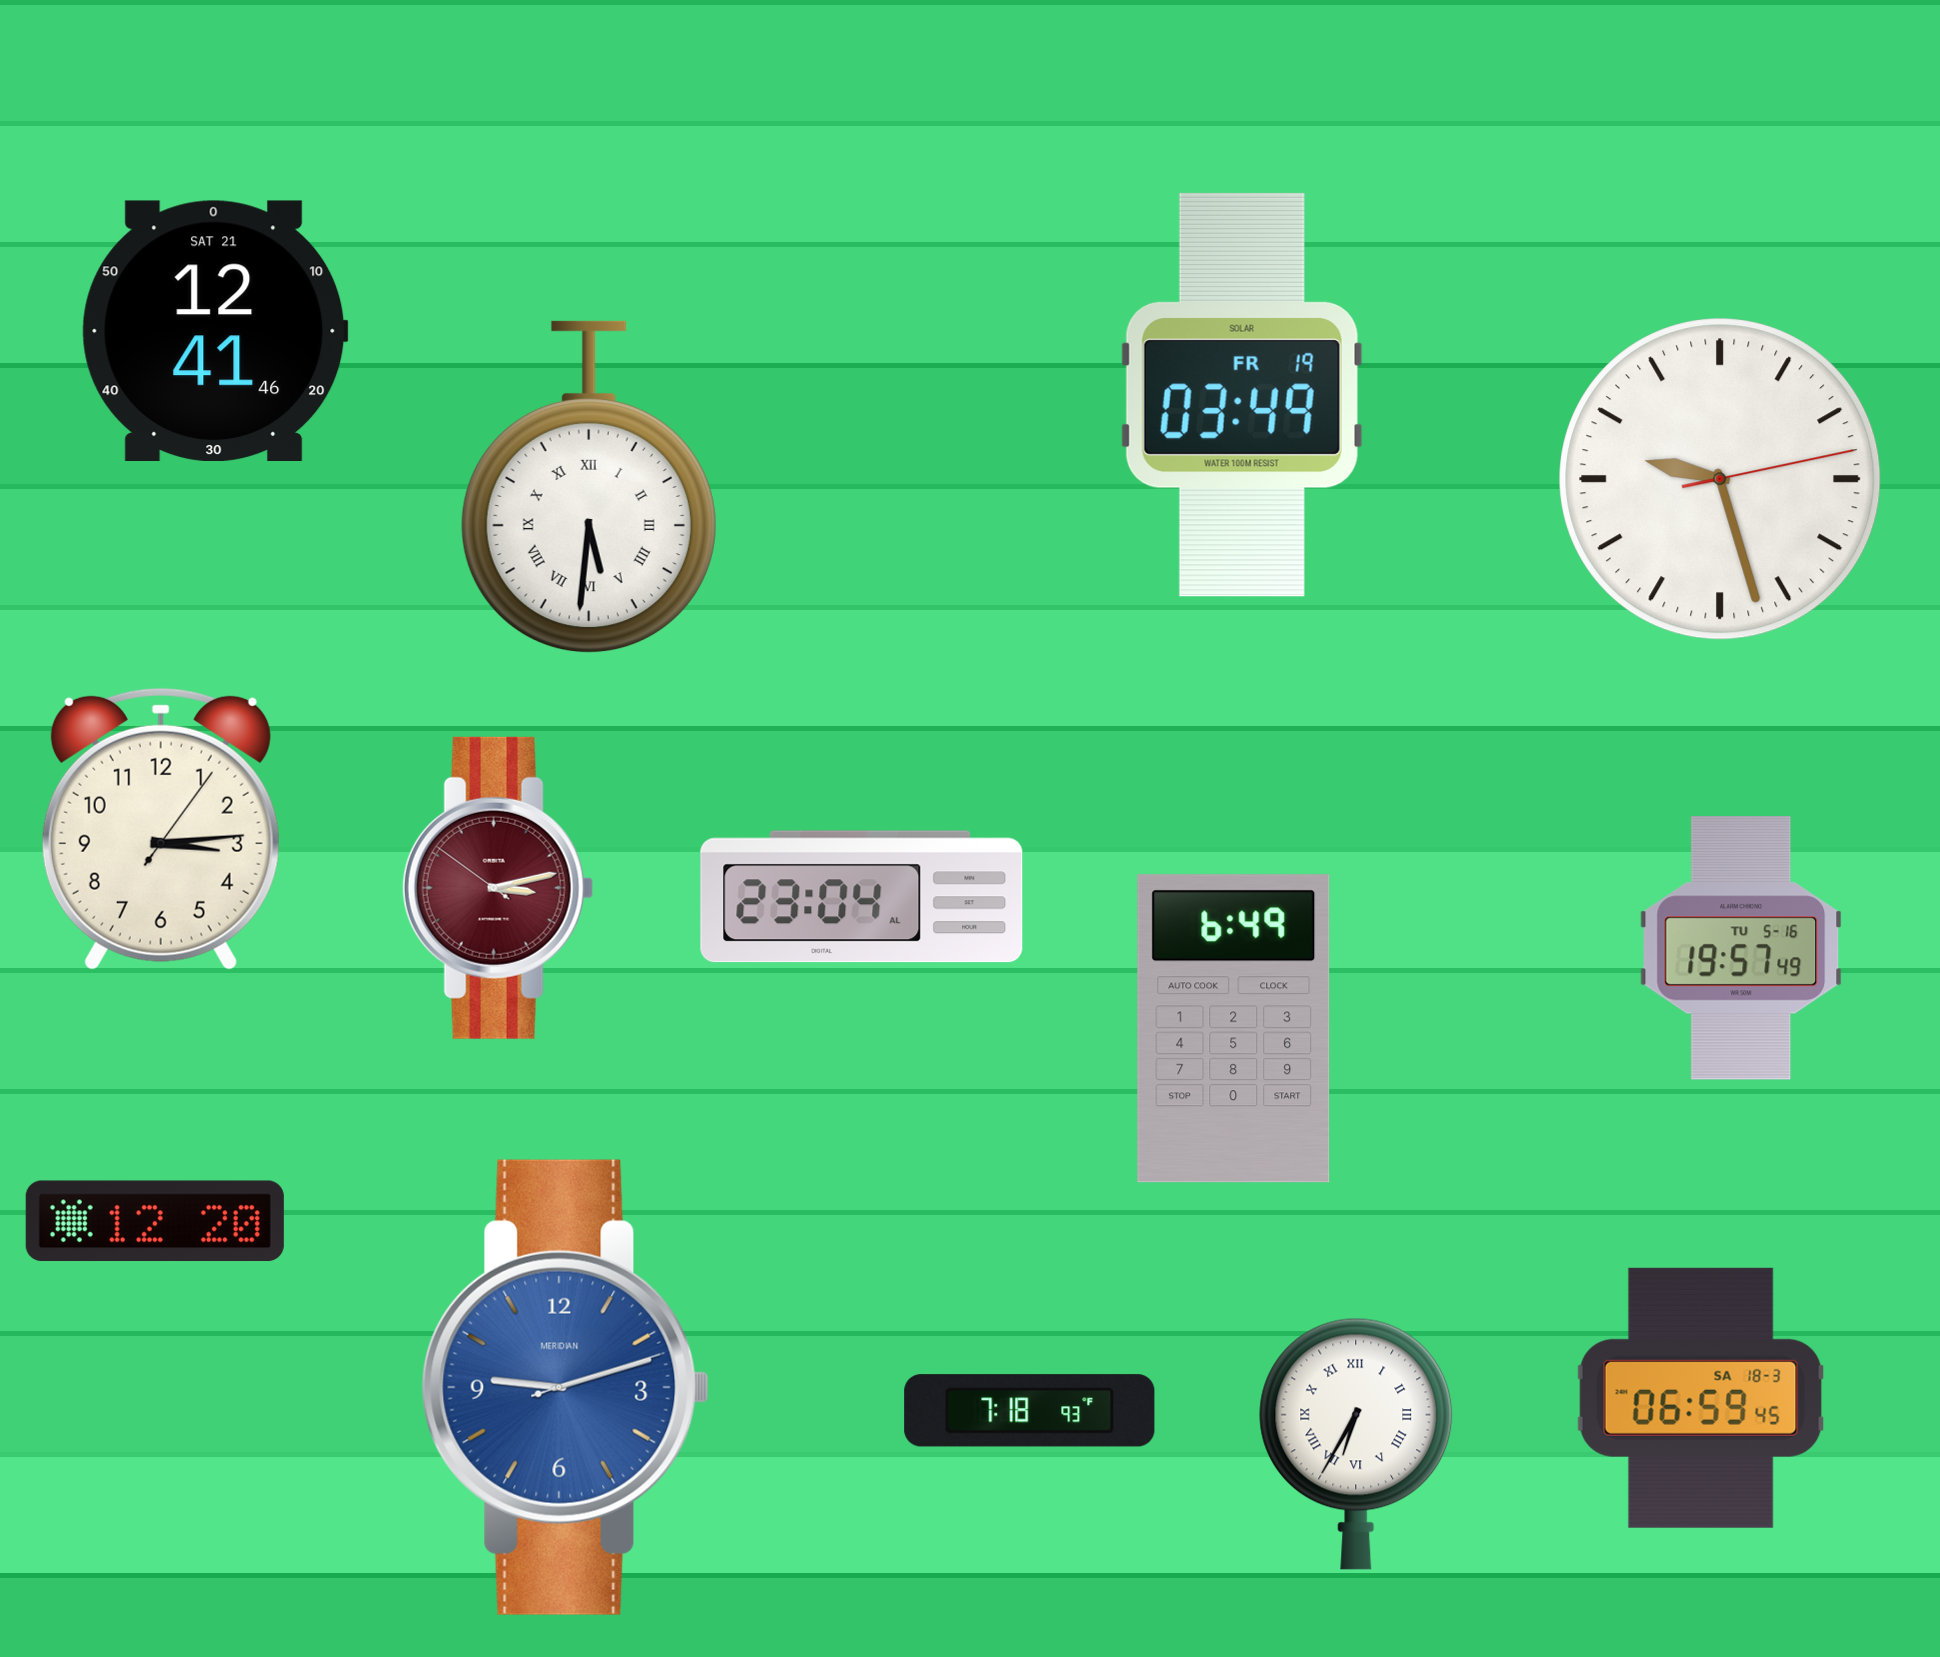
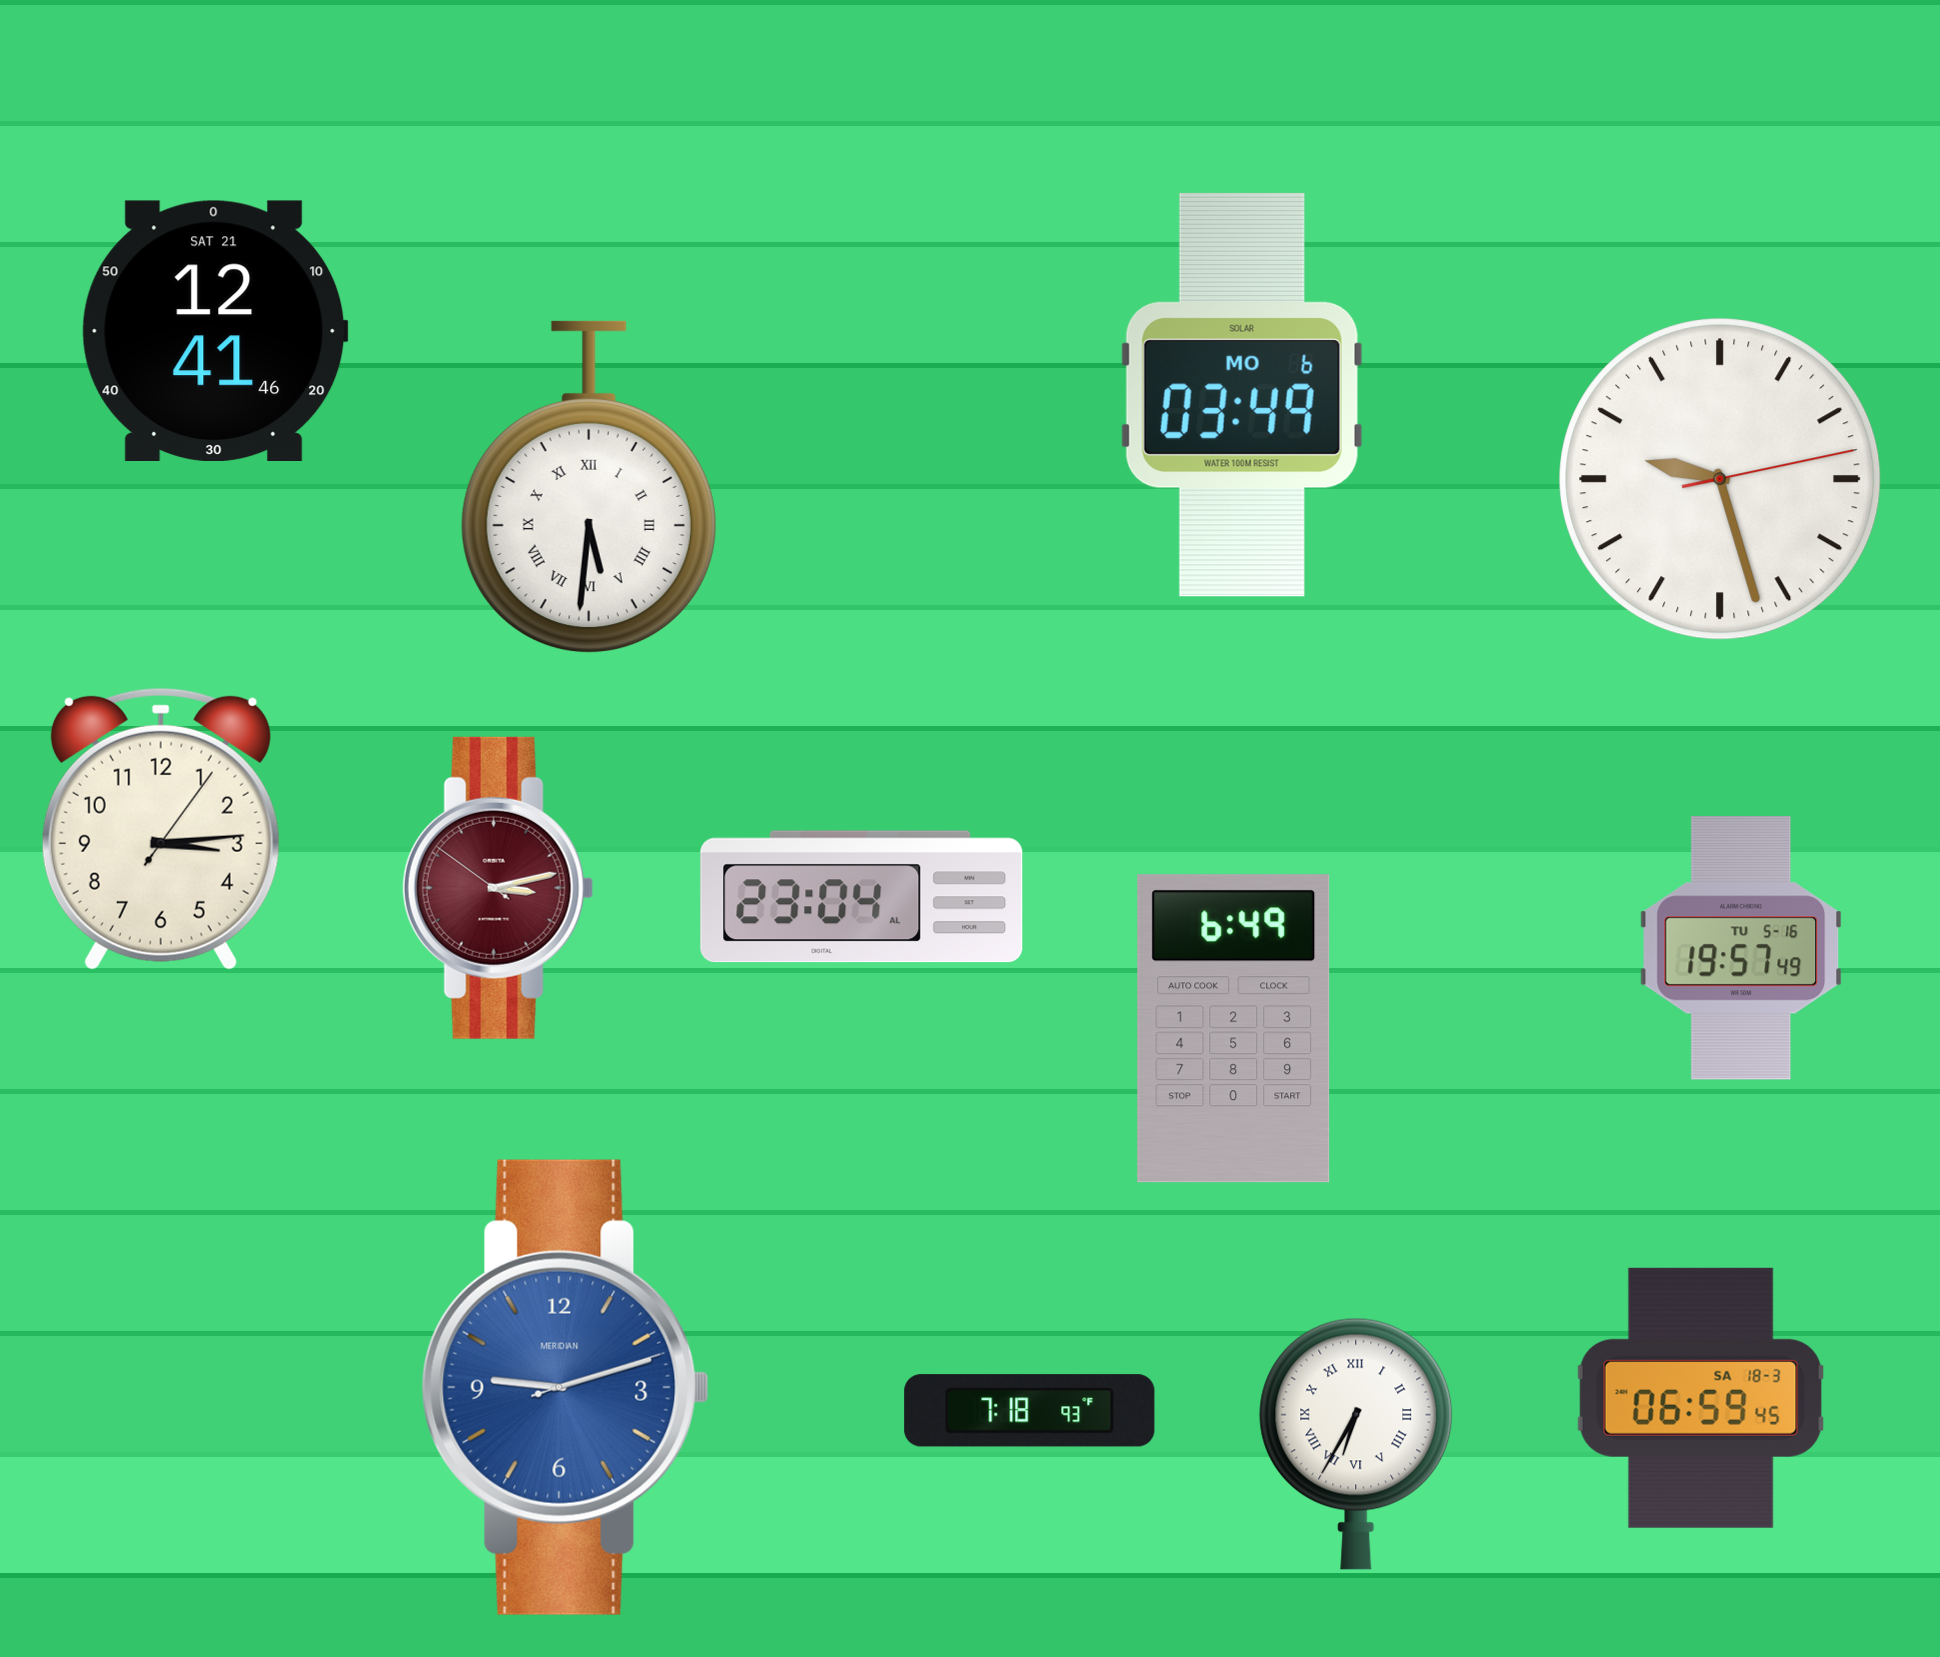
clock at (1242, 395) date: FR 19 -> MO 6
clock at (155, 1221): 12:20 -> none
